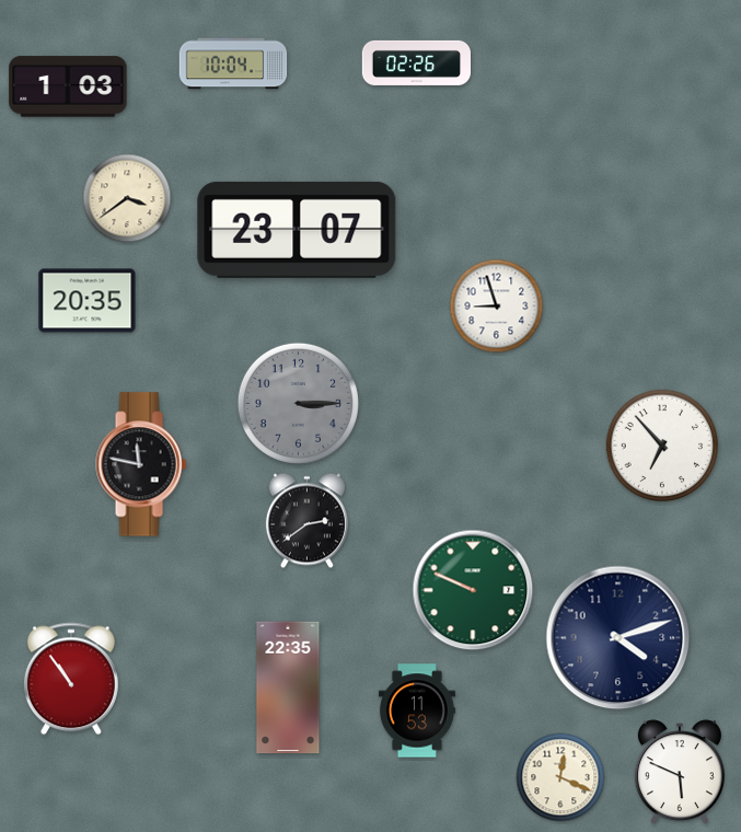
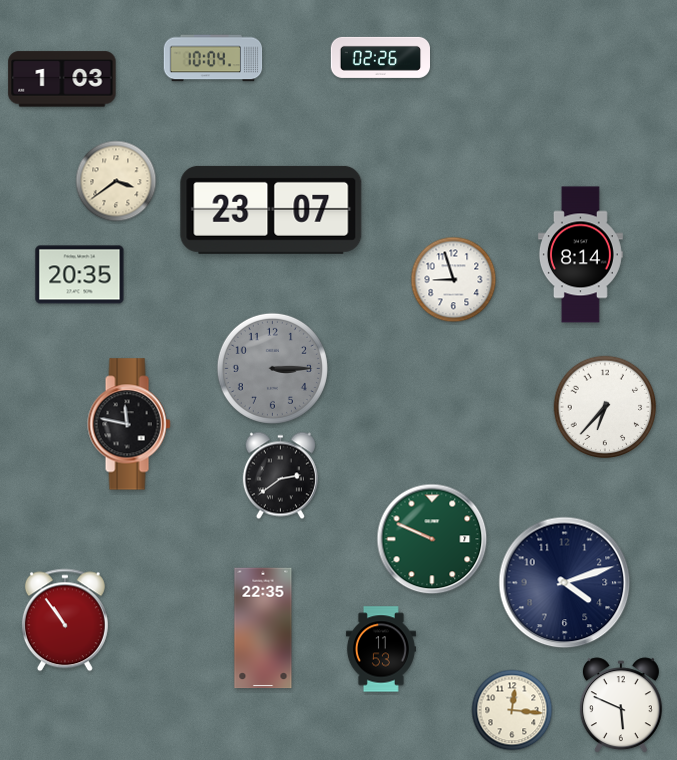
clock at (580, 255): none -> 8:14
clock at (662, 446): 6:53 -> 6:37
clock at (560, 777): 12:19 -> 12:16
